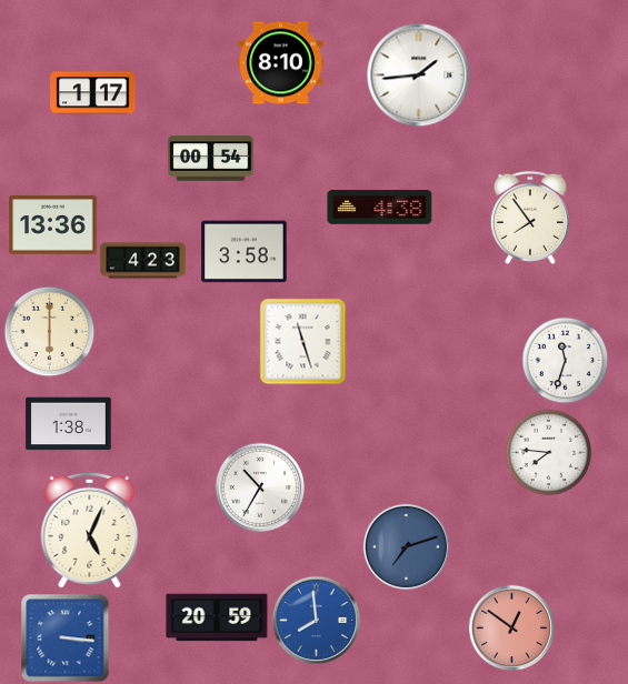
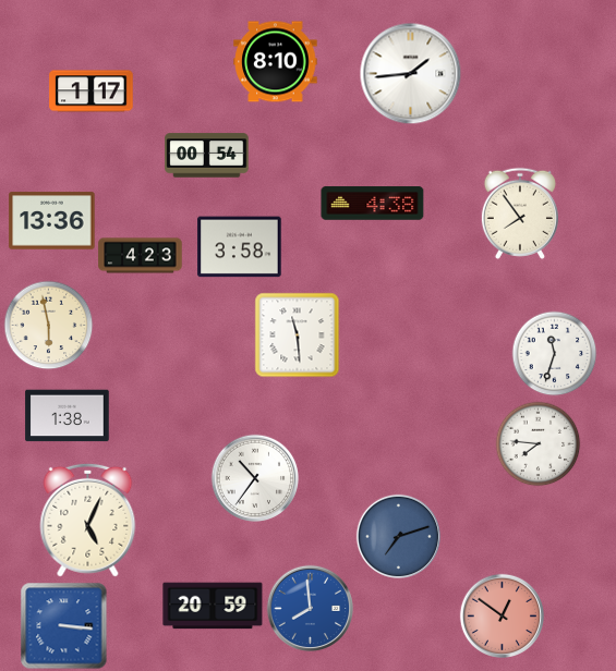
clock at (49, 331): 6:00 -> 5:58
clock at (302, 341): 11:27 -> 11:29
clock at (260, 487): 10:35 -> 10:36
